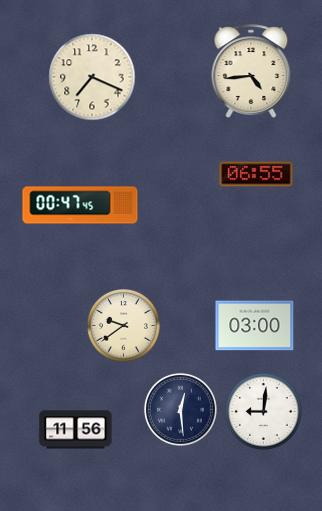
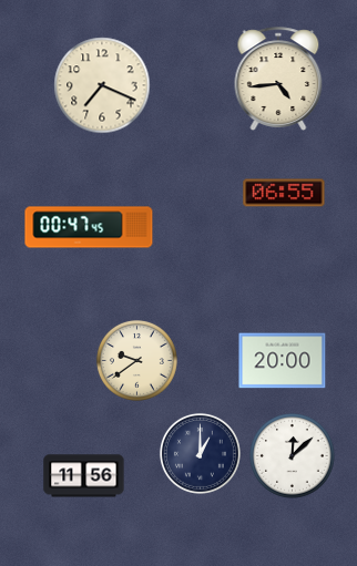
clock at (255, 326): 03:00 -> 20:00
clock at (180, 409): 12:29 -> 1:00
clock at (264, 412): 9:01 -> 12:08
